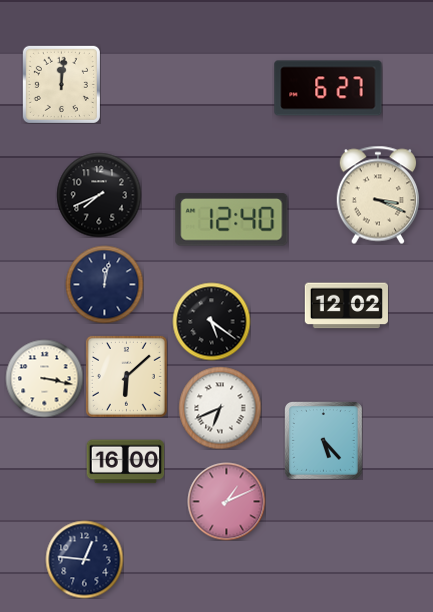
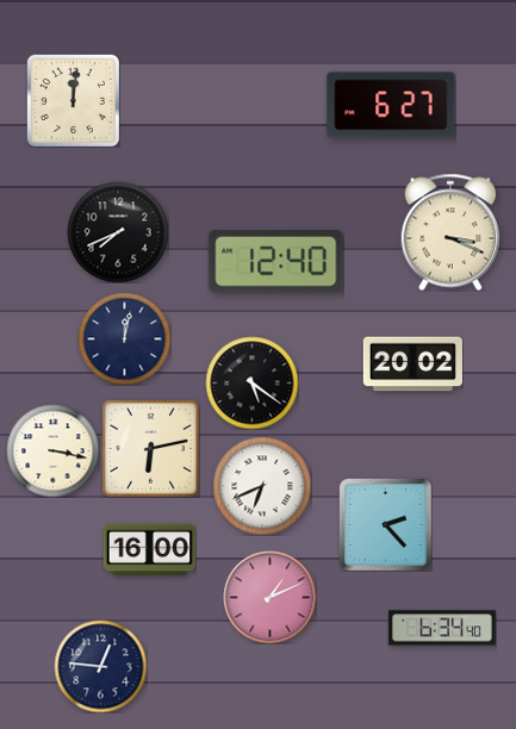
clock at (346, 306): 12:02 -> 20:02
clock at (126, 376): 6:08 -> 6:13
clock at (324, 441): 5:23 -> 2:23
clock at (442, 628): none -> 6:34
